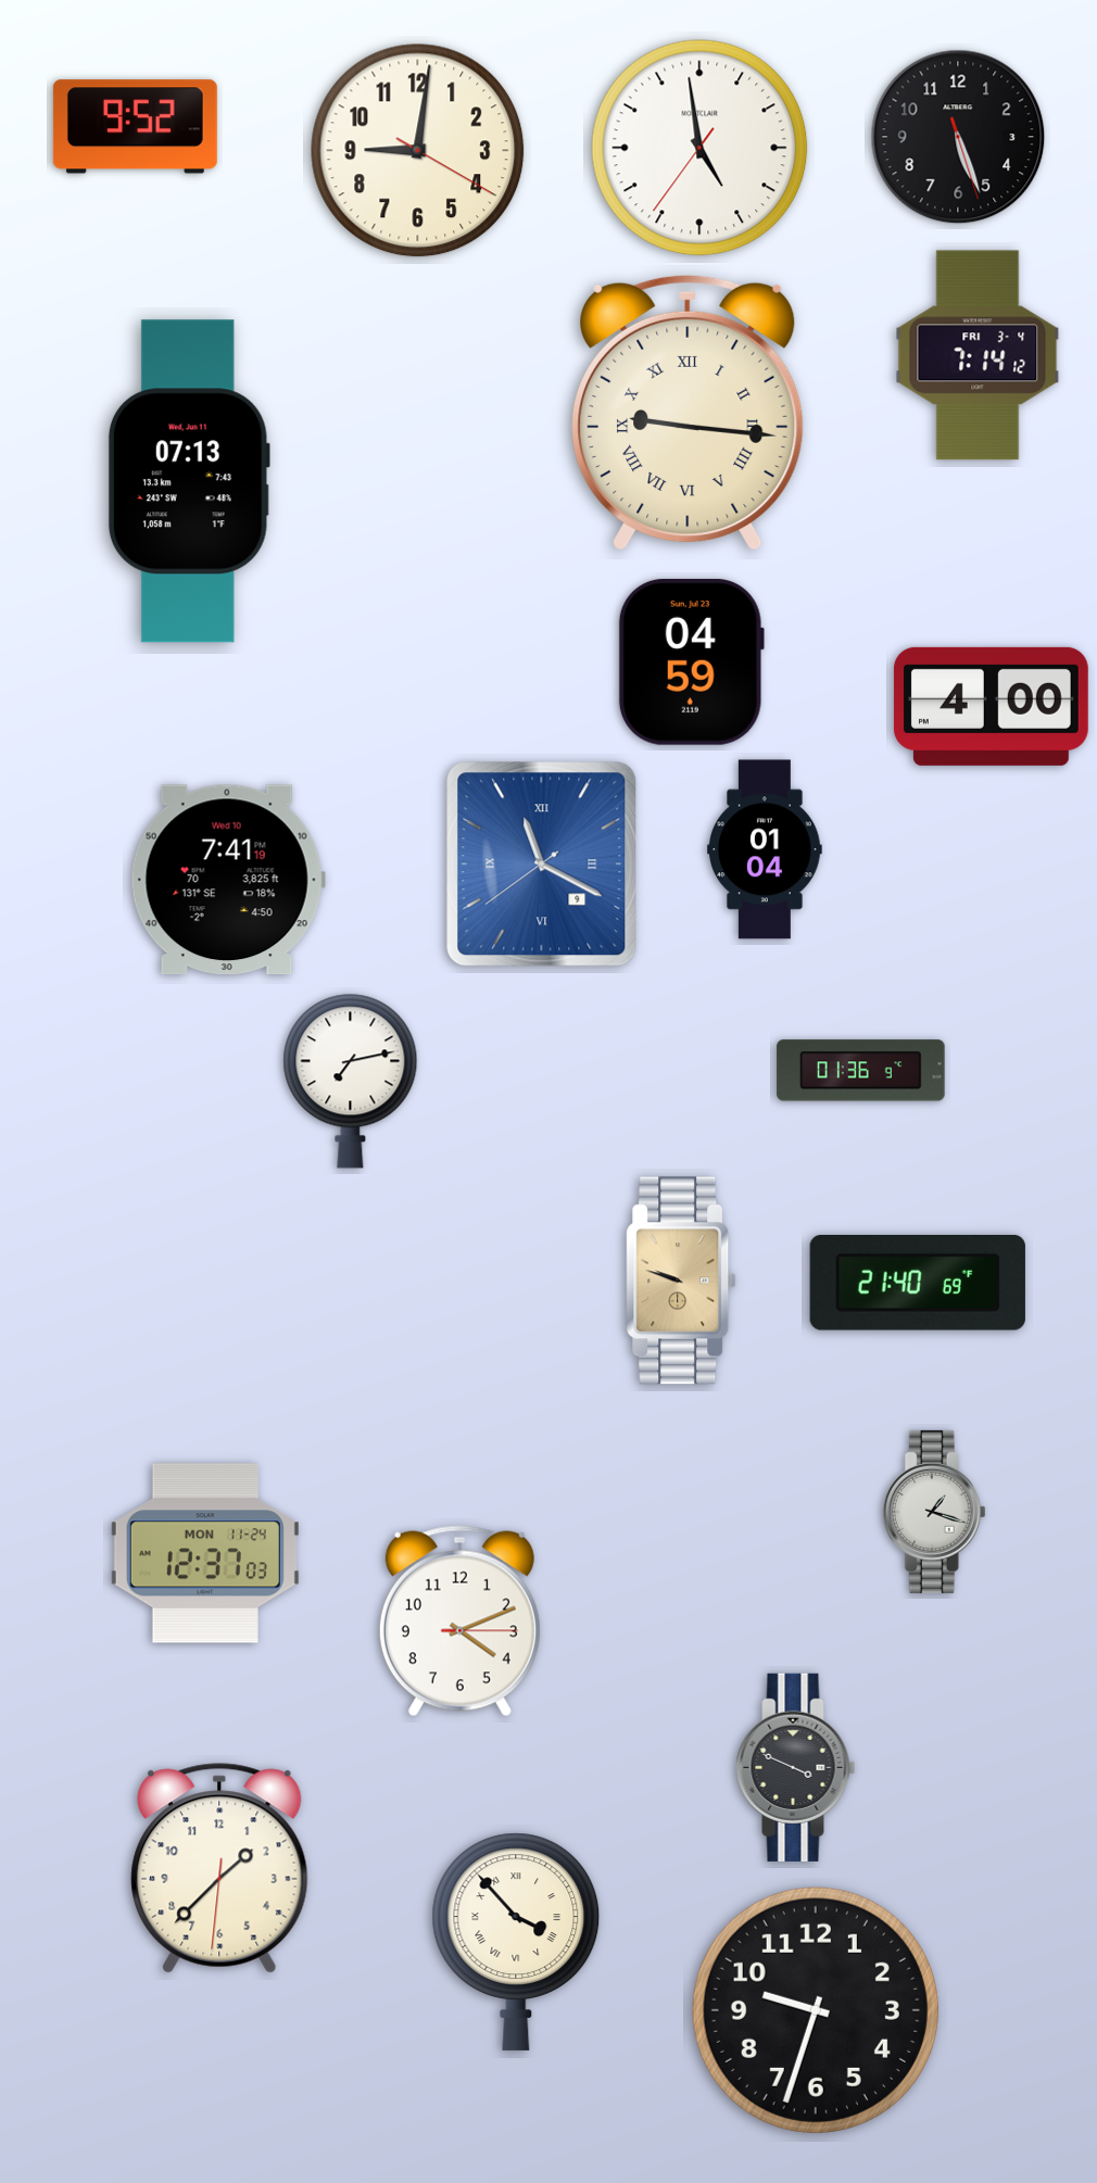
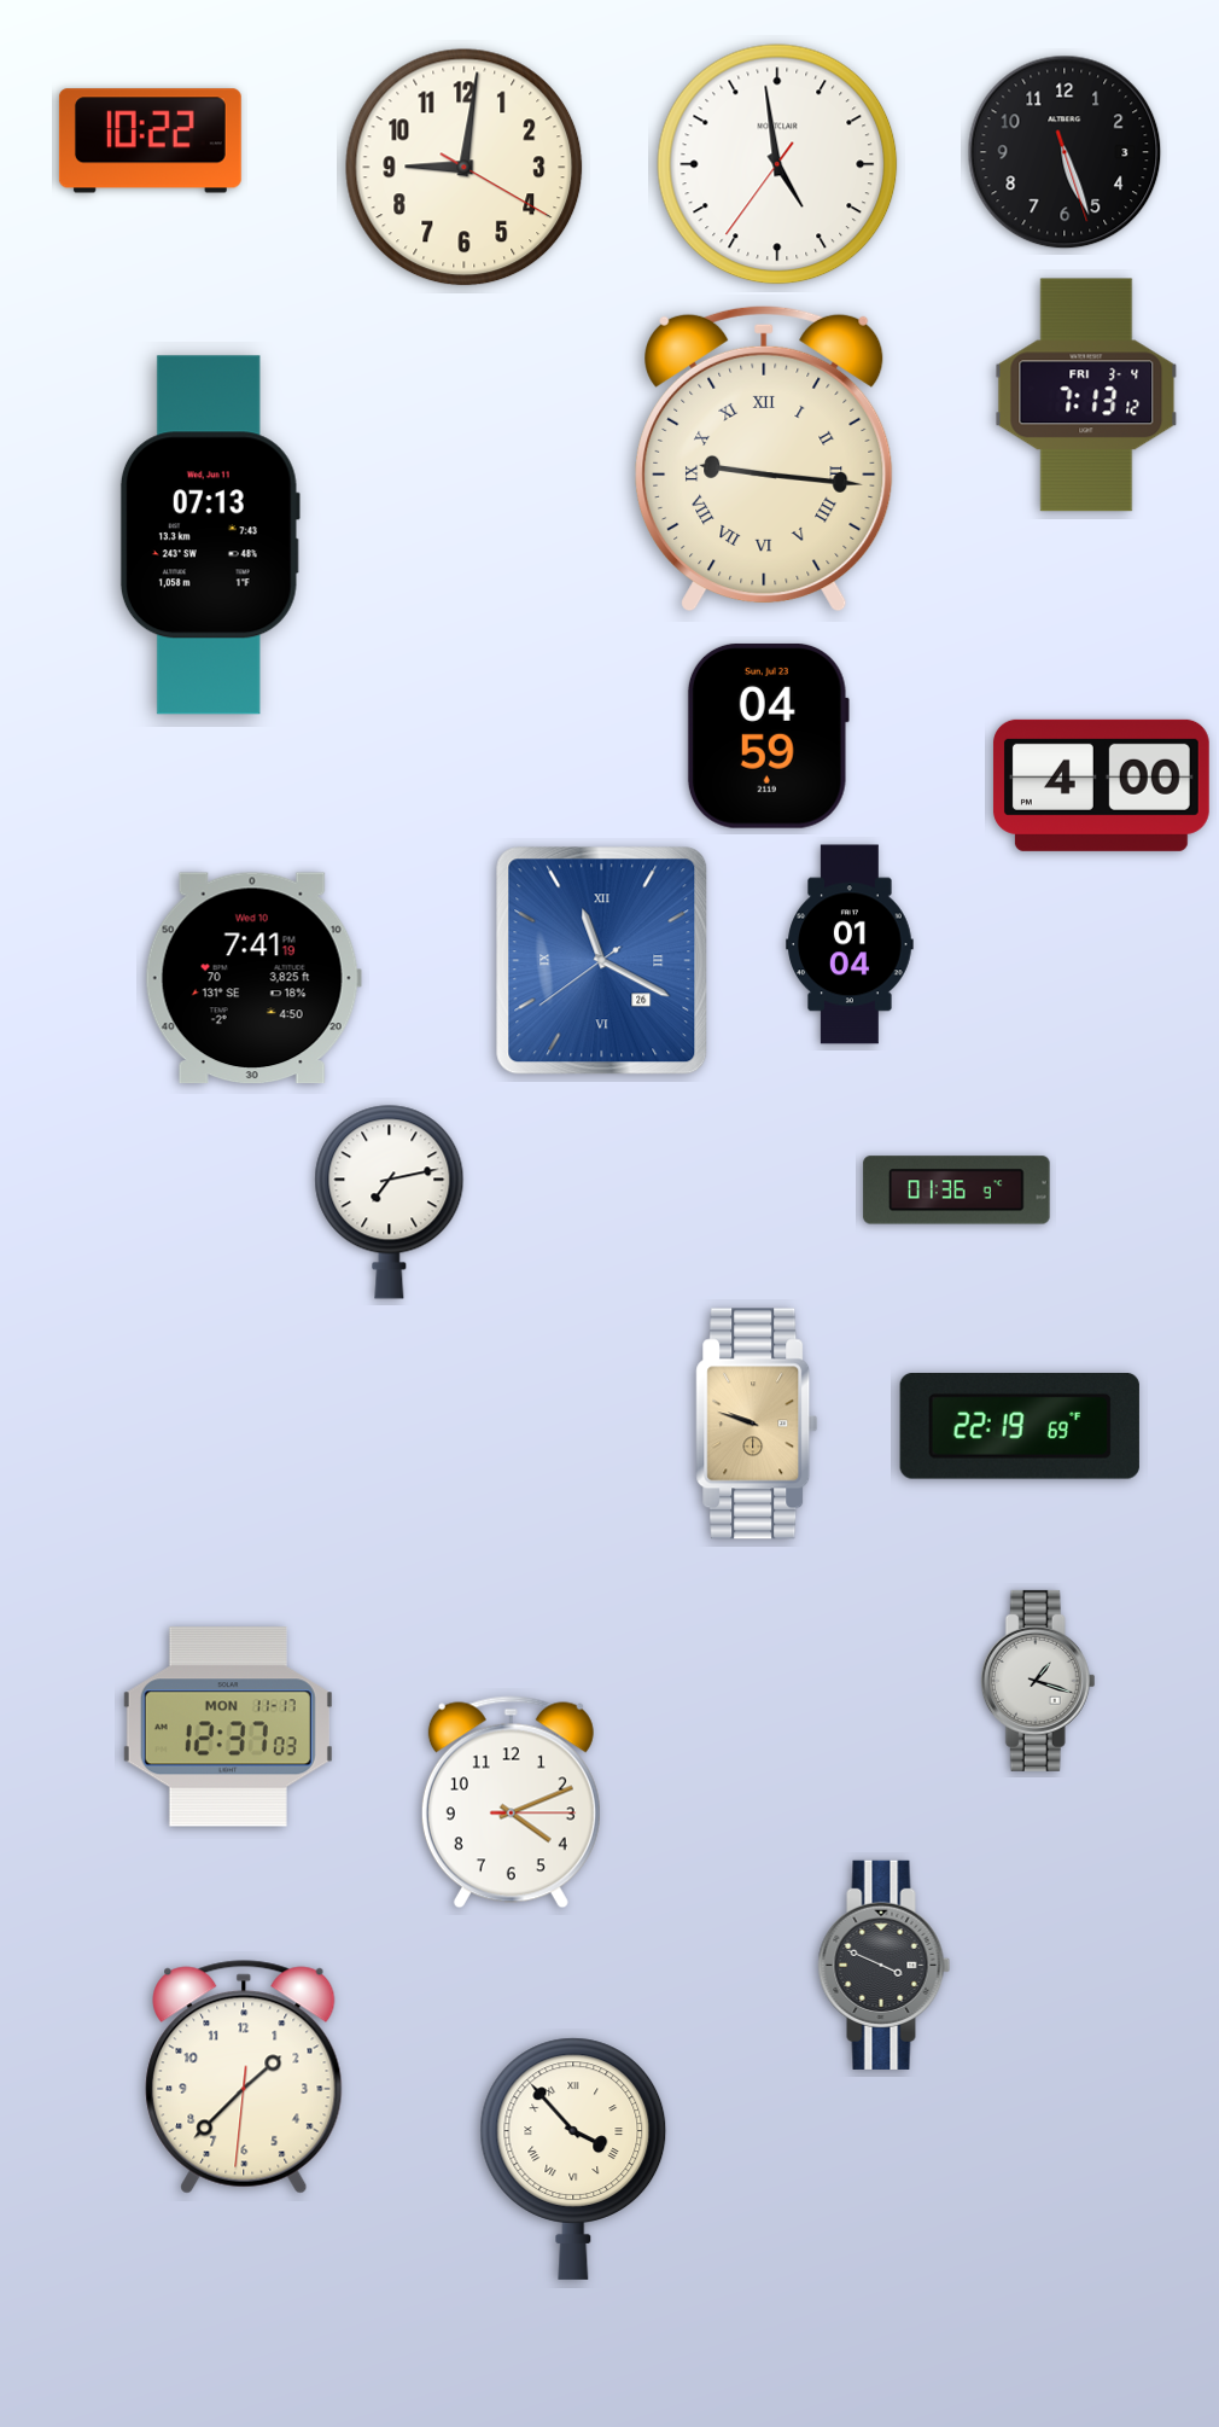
clock at (135, 127): 9:52 -> 10:22
clock at (978, 355): 7:14 -> 7:13
clock at (542, 865) date: 9 -> 26
clock at (918, 1284): 21:40 -> 22:19
clock at (205, 1553) date: MON 11-24 -> MON 11-17
clock at (816, 2010): 9:33 -> none
